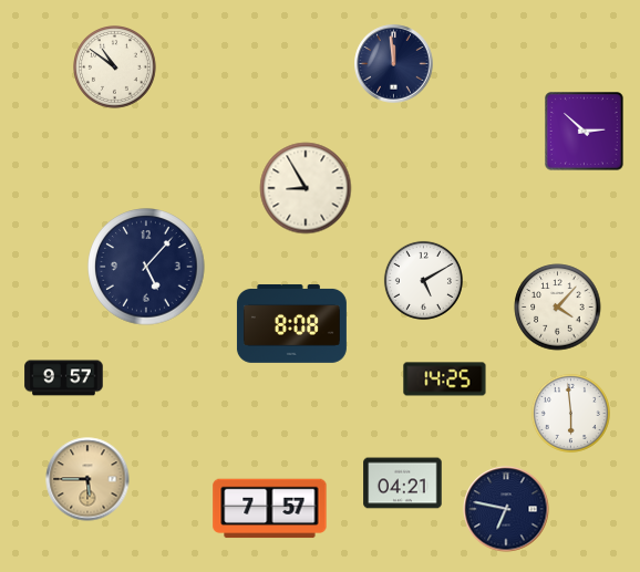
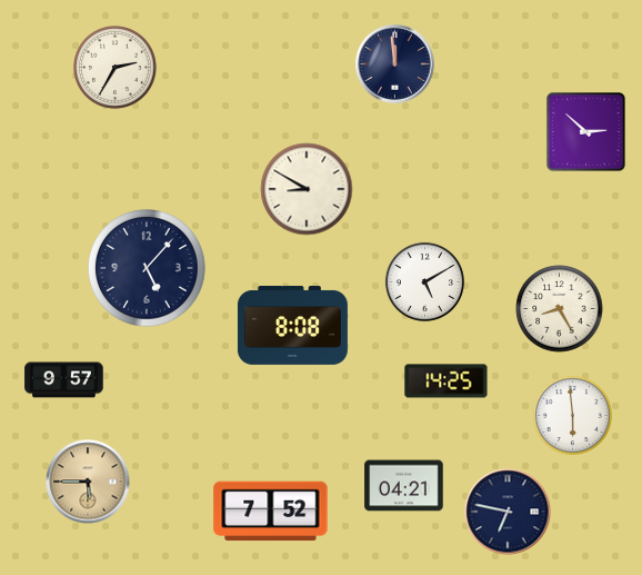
clock at (115, 67): 10:51 -> 2:35
clock at (306, 188): 8:55 -> 8:50
clock at (558, 308): 4:07 -> 8:25
clock at (270, 509): 7:57 -> 7:52
